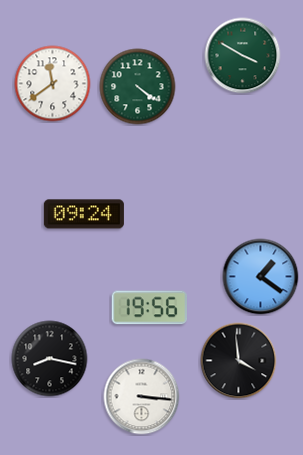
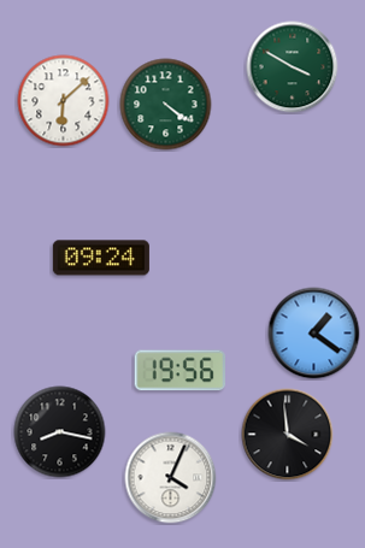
clock at (53, 84): 11:39 -> 6:08
clock at (142, 397): 3:16 -> 4:04
